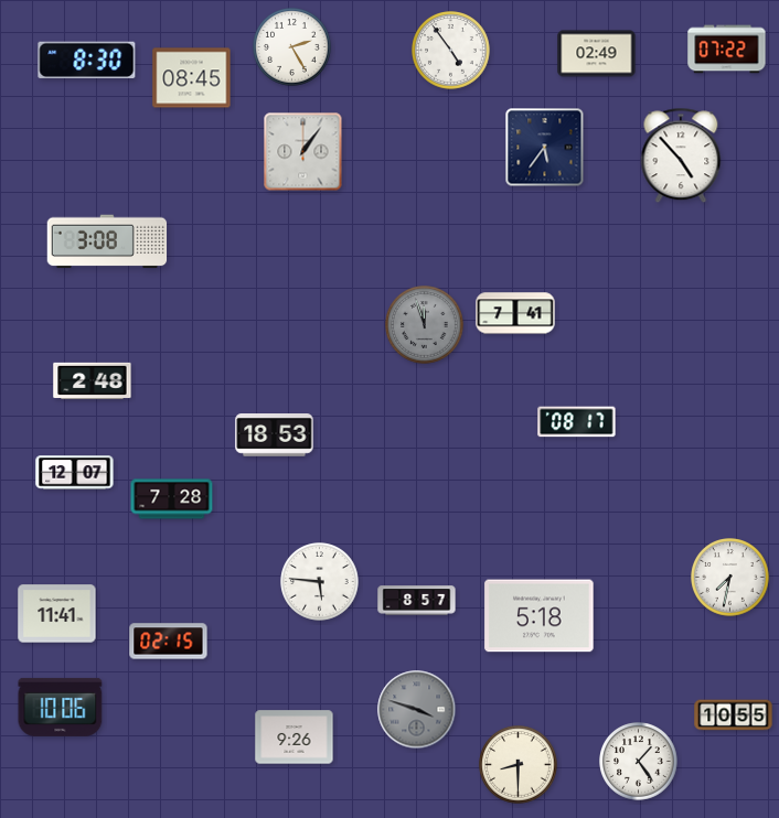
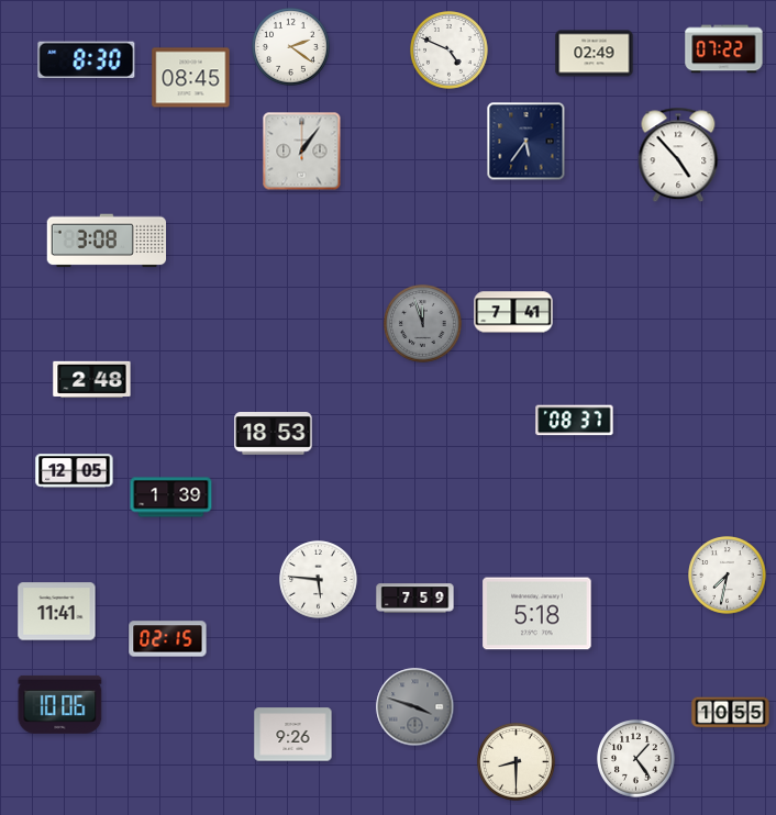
clock at (292, 47): 2:25 -> 2:21
clock at (451, 51): 4:54 -> 4:49
clock at (545, 148) position: (545, 148) -> (526, 142)
clock at (577, 422): 08:17 -> 08:37
clock at (75, 473): 12:07 -> 12:05
clock at (172, 499): 7:28 -> 1:39
clock at (417, 601): 8:57 -> 7:59
